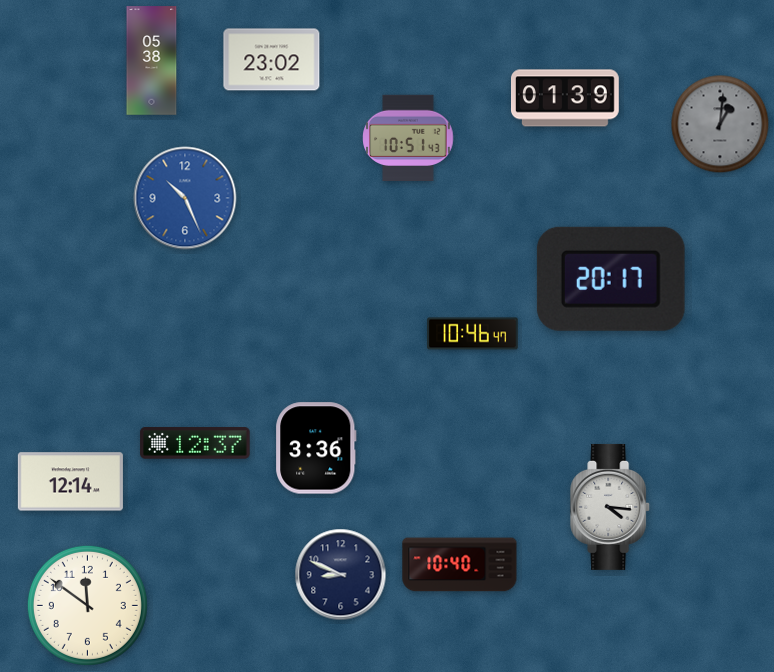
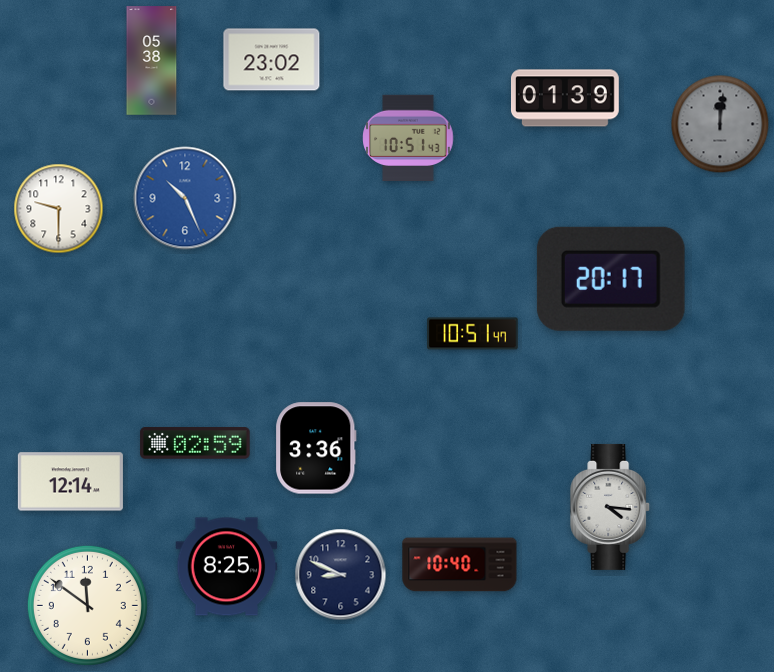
clock at (720, 124): 1:01 -> 12:01
clock at (59, 209): none -> 9:30
clock at (473, 334): 10:46 -> 10:51
clock at (195, 443): 12:37 -> 02:59
clock at (227, 567): none -> 8:25
